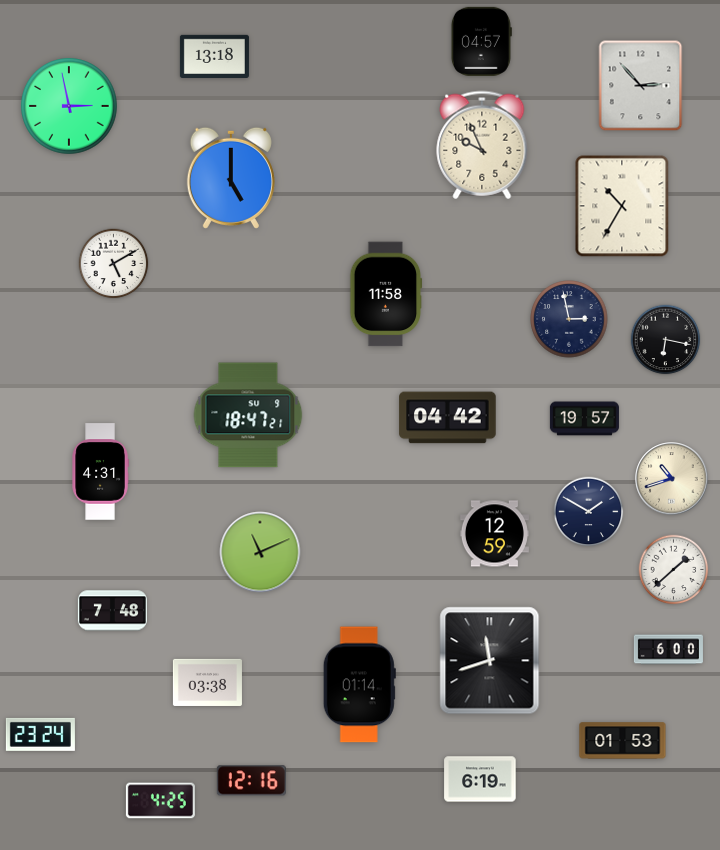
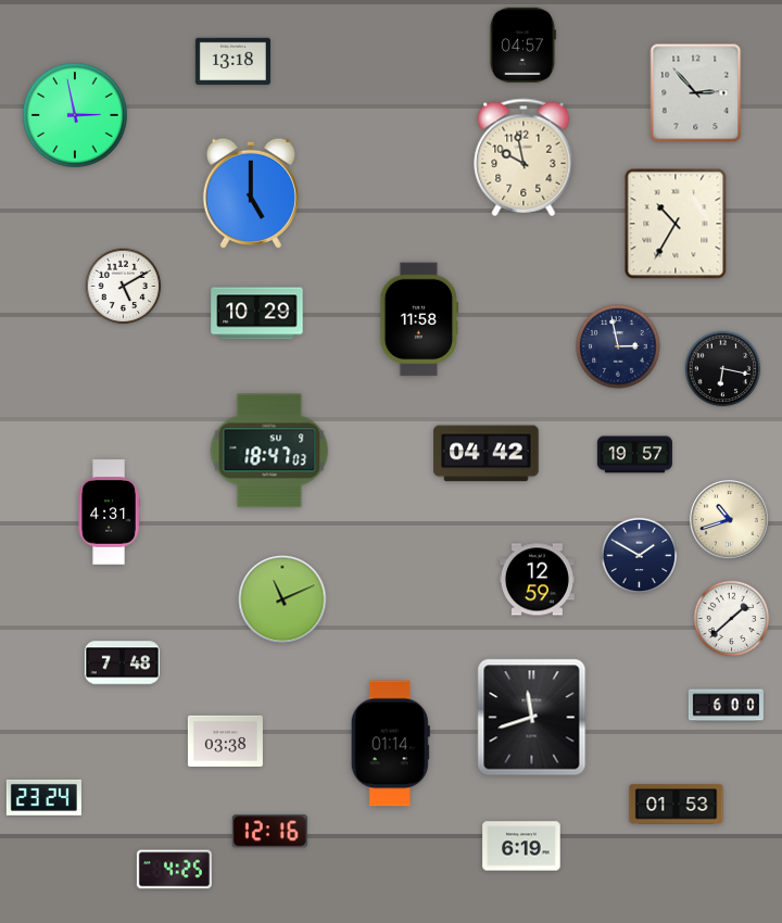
clock at (482, 145): 9:56 -> 9:58
clock at (257, 314): none -> 10:29
clock at (248, 415): 18:47:21 -> 18:47:03
clock at (251, 781) position: (251, 781) -> (269, 832)
